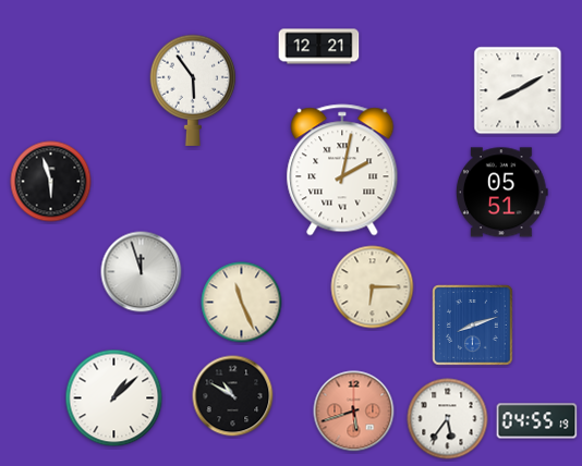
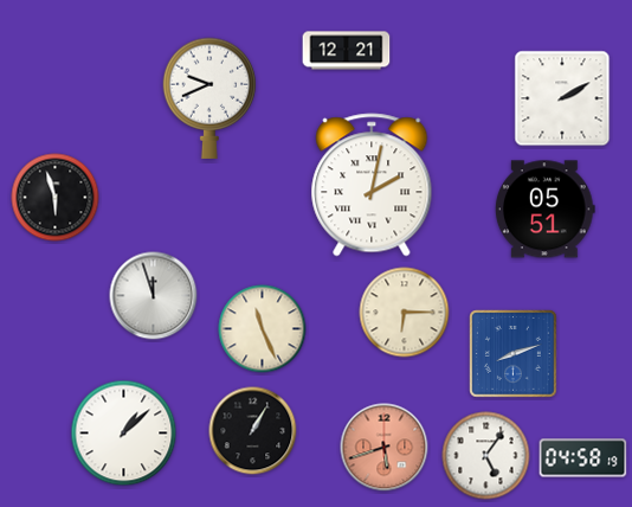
clock at (193, 90): 5:54 -> 9:41
clock at (518, 90): 8:10 -> 2:10
clock at (233, 396): 10:50 -> 1:05
clock at (448, 419): 5:36 -> 5:06
clock at (537, 421): 04:55 -> 04:58
